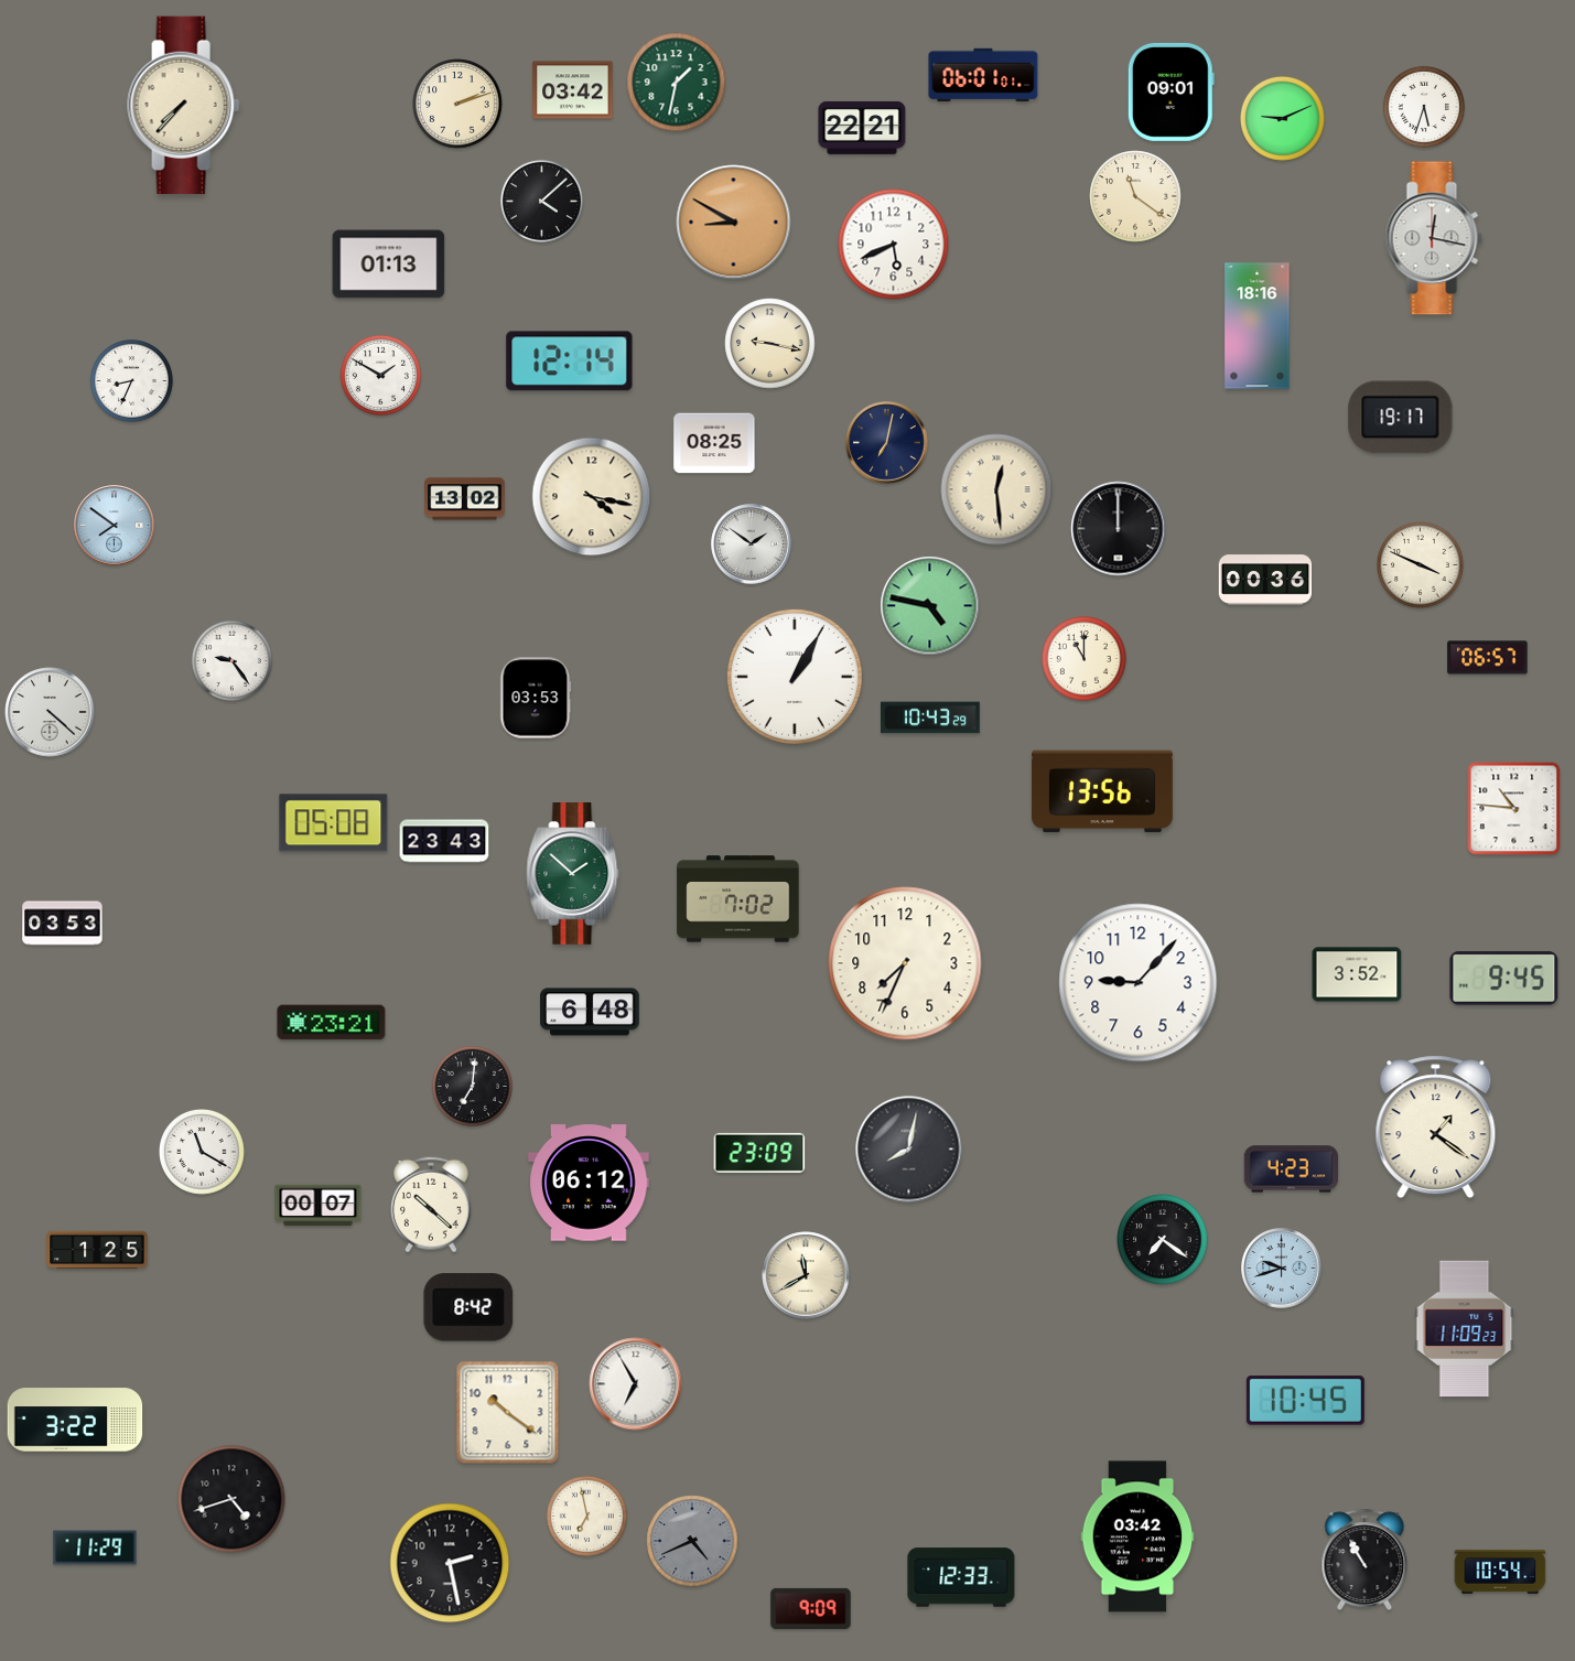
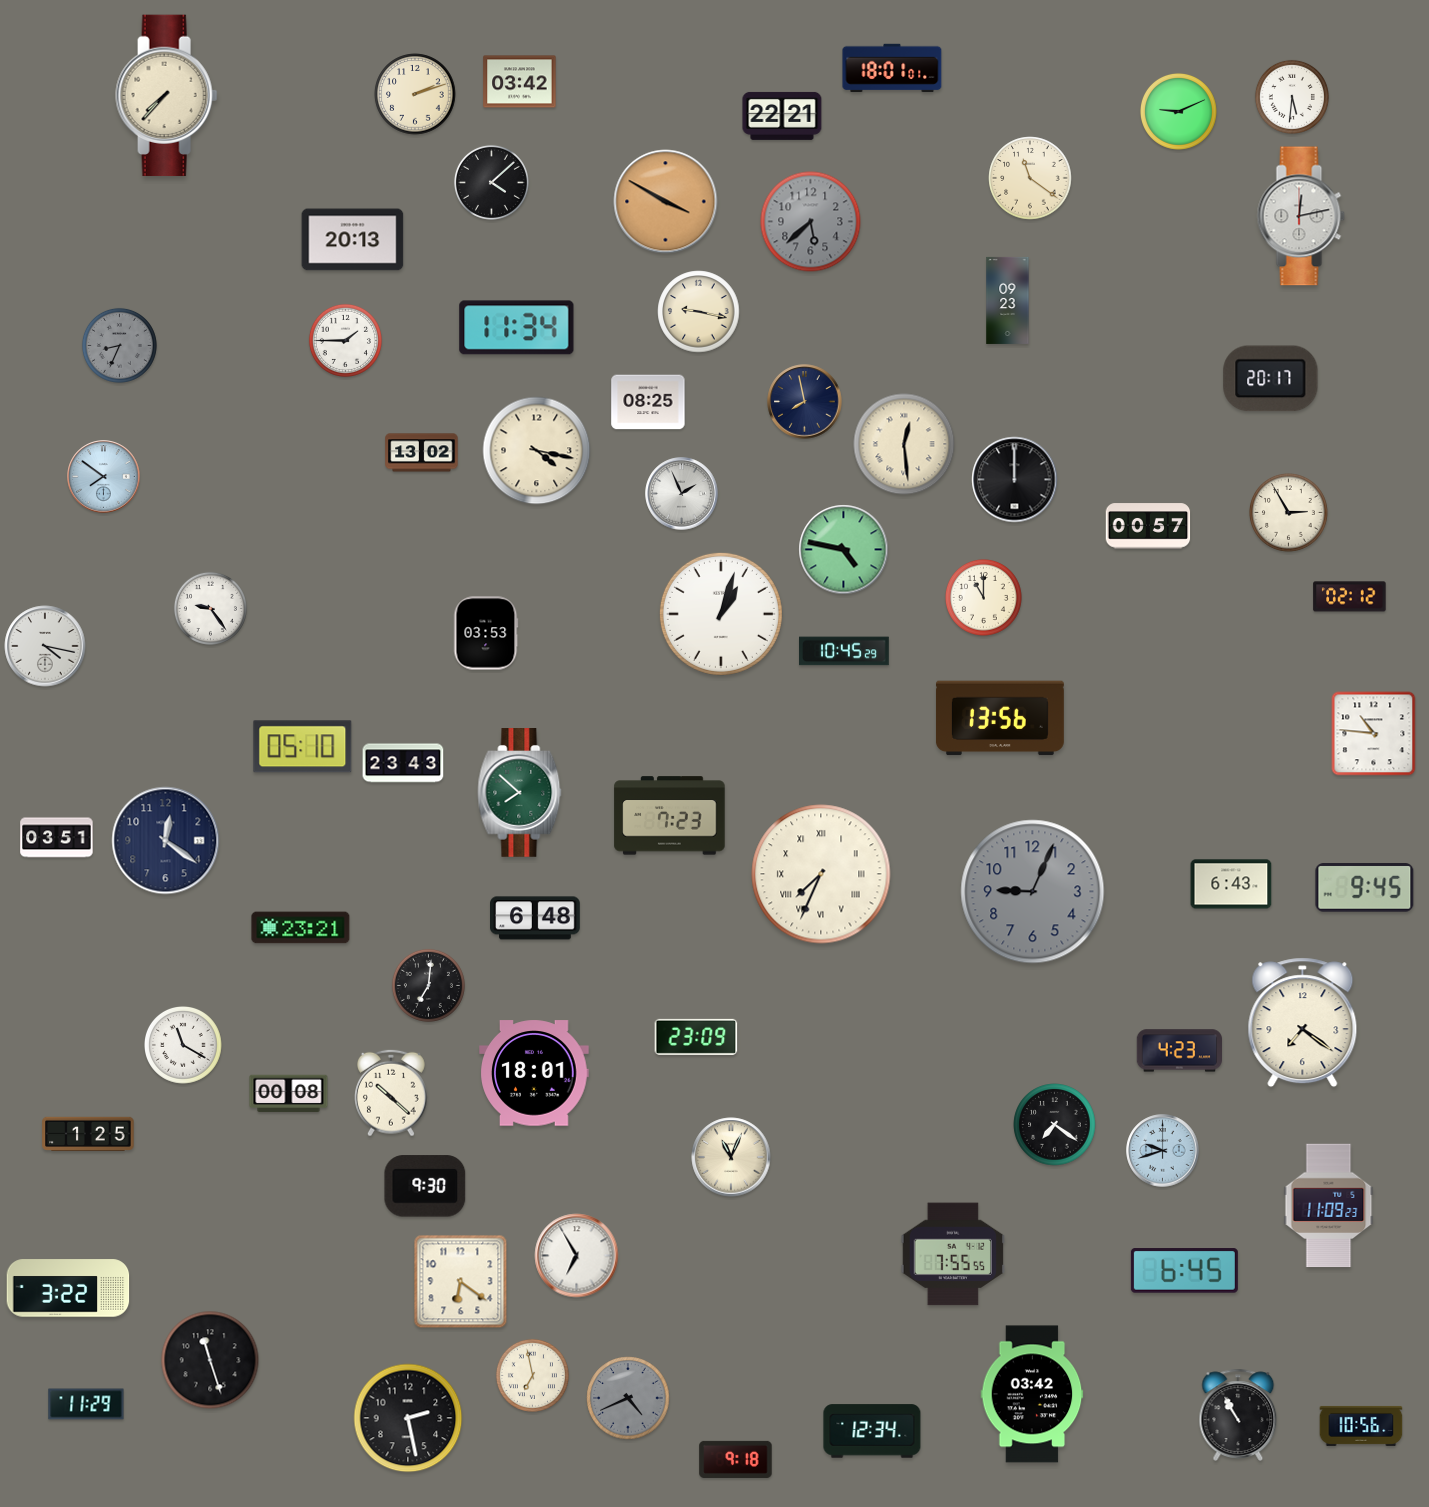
clock at (983, 75): 06:01 -> 18:01
clock at (677, 83): 1:32 -> none
clock at (1171, 91): 09:01 -> none
clock at (1424, 107): 5:33 -> 5:31
clock at (1282, 118) position: (1282, 118) -> (1178, 111)
clock at (734, 223): 8:50 -> 3:50
clock at (1434, 238): 12:17 -> 12:13
clock at (894, 245): 5:41 -> 5:38
clock at (894, 245) dial: white -> grey
clock at (389, 265): 01:13 -> 20:13
clock at (1258, 326): 18:16 -> none
clock at (1008, 300): none -> 09:23
clock at (570, 362): 12:14 -> 11:34
clock at (380, 375): 1:50 -> 1:45
clock at (131, 380) dial: white -> grey
clock at (1401, 418): 19:17 -> 20:17
clock at (887, 443): 7:02 -> 7:58
clock at (752, 544): 1:51 -> 1:56
clock at (1421, 565): 3:49 -> 2:55
clock at (1265, 580): 00:36 -> 00:57
clock at (1488, 658): 06:57 -> 02:12
clock at (231, 660) position: (231, 660) -> (210, 608)
clock at (795, 677): 1:05 -> 1:03
clock at (50, 712): 4:22 -> 4:17
clock at (930, 718): 10:43 -> 10:45
clock at (334, 823): 05:08 -> 05:10
clock at (573, 874): 1:52 -> 7:52
clock at (738, 899): 7:02 -> 7:23
clock at (63, 924): 03:53 -> 03:51
clock at (166, 841): none -> 12:21
clock at (905, 963) numerals: Arabic -> Roman
clock at (1357, 974): 3:52 -> 6:43
clock at (1139, 983): 9:07 -> 9:04
clock at (1139, 983) dial: white -> grey
clock at (1436, 1128): 1:21 -> 7:21
clock at (909, 1150): 8:02 -> none
clock at (759, 1153) position: (759, 1153) -> (696, 1037)
clock at (1292, 1169) position: (1292, 1169) -> (1180, 1051)
clock at (589, 1183): 06:12 -> 18:01
clock at (319, 1206): 00:07 -> 00:08
clock at (806, 1275): 11:40 -> 11:04
clock at (468, 1307): 8:42 -> 9:30
clock at (952, 1254): none -> 7:55
clock at (1305, 1401): 10:45 -> 6:45
clock at (508, 1413): 10:21 -> 6:21
clock at (231, 1499): 4:42 -> 11:27
clock at (1500, 1572): 10:54 -> 10:56
clock at (961, 1577): 12:33 -> 12:34
clock at (811, 1608): 9:09 -> 9:18
